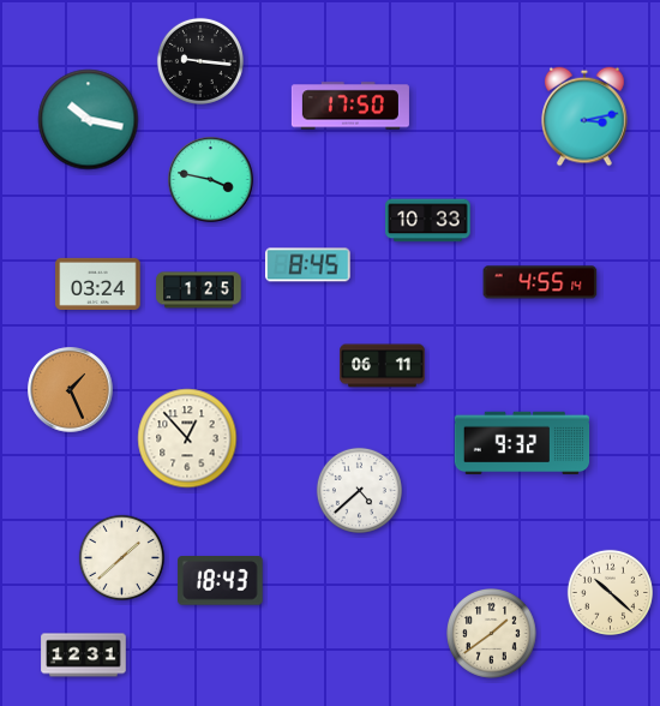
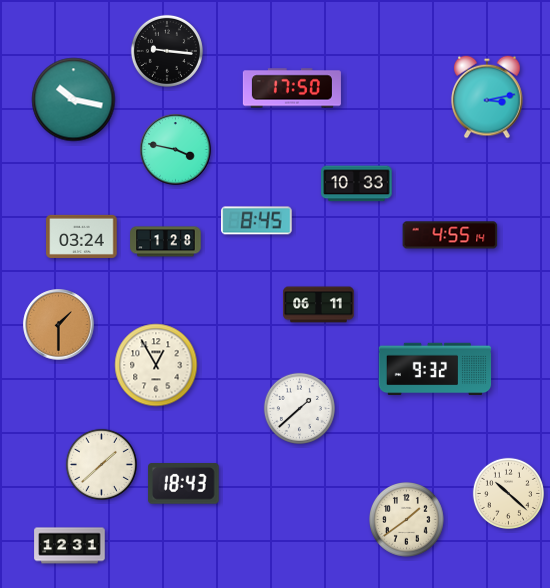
clock at (199, 291): 1:25 -> 1:28
clock at (71, 390): 1:26 -> 1:30
clock at (187, 438): 12:53 -> 12:55
clock at (359, 490): 4:38 -> 1:38
clock at (492, 634) position: (492, 634) -> (407, 520)
